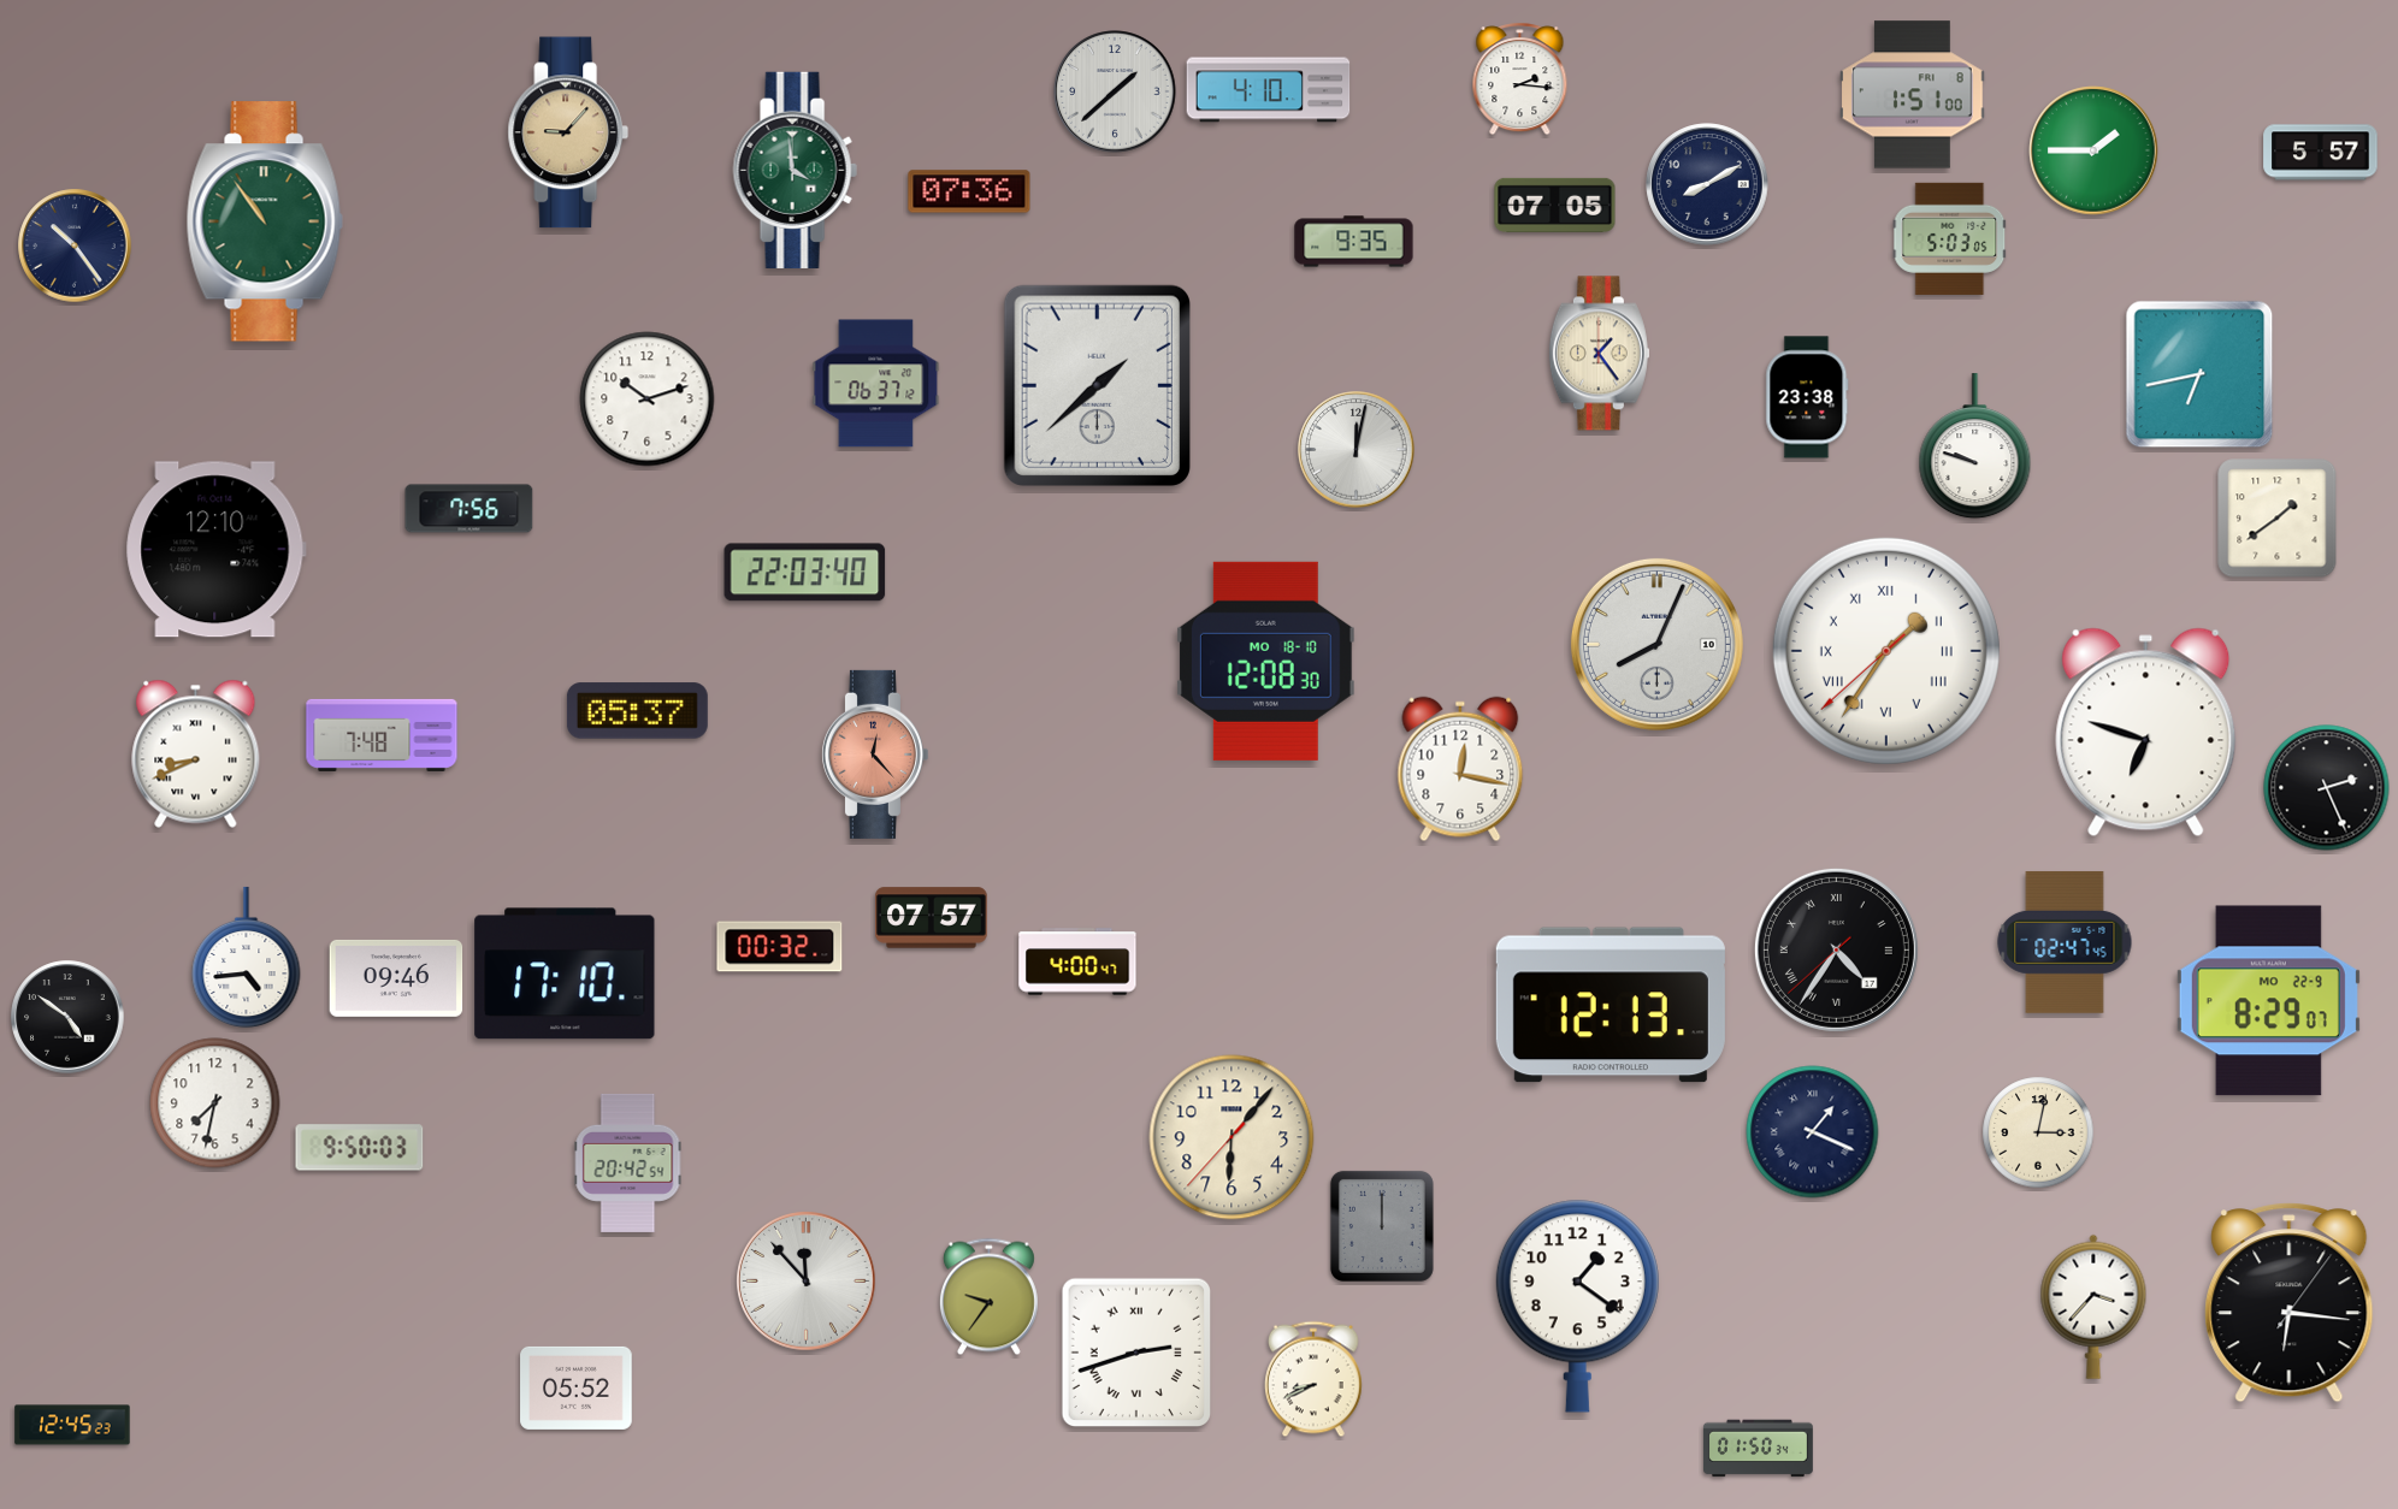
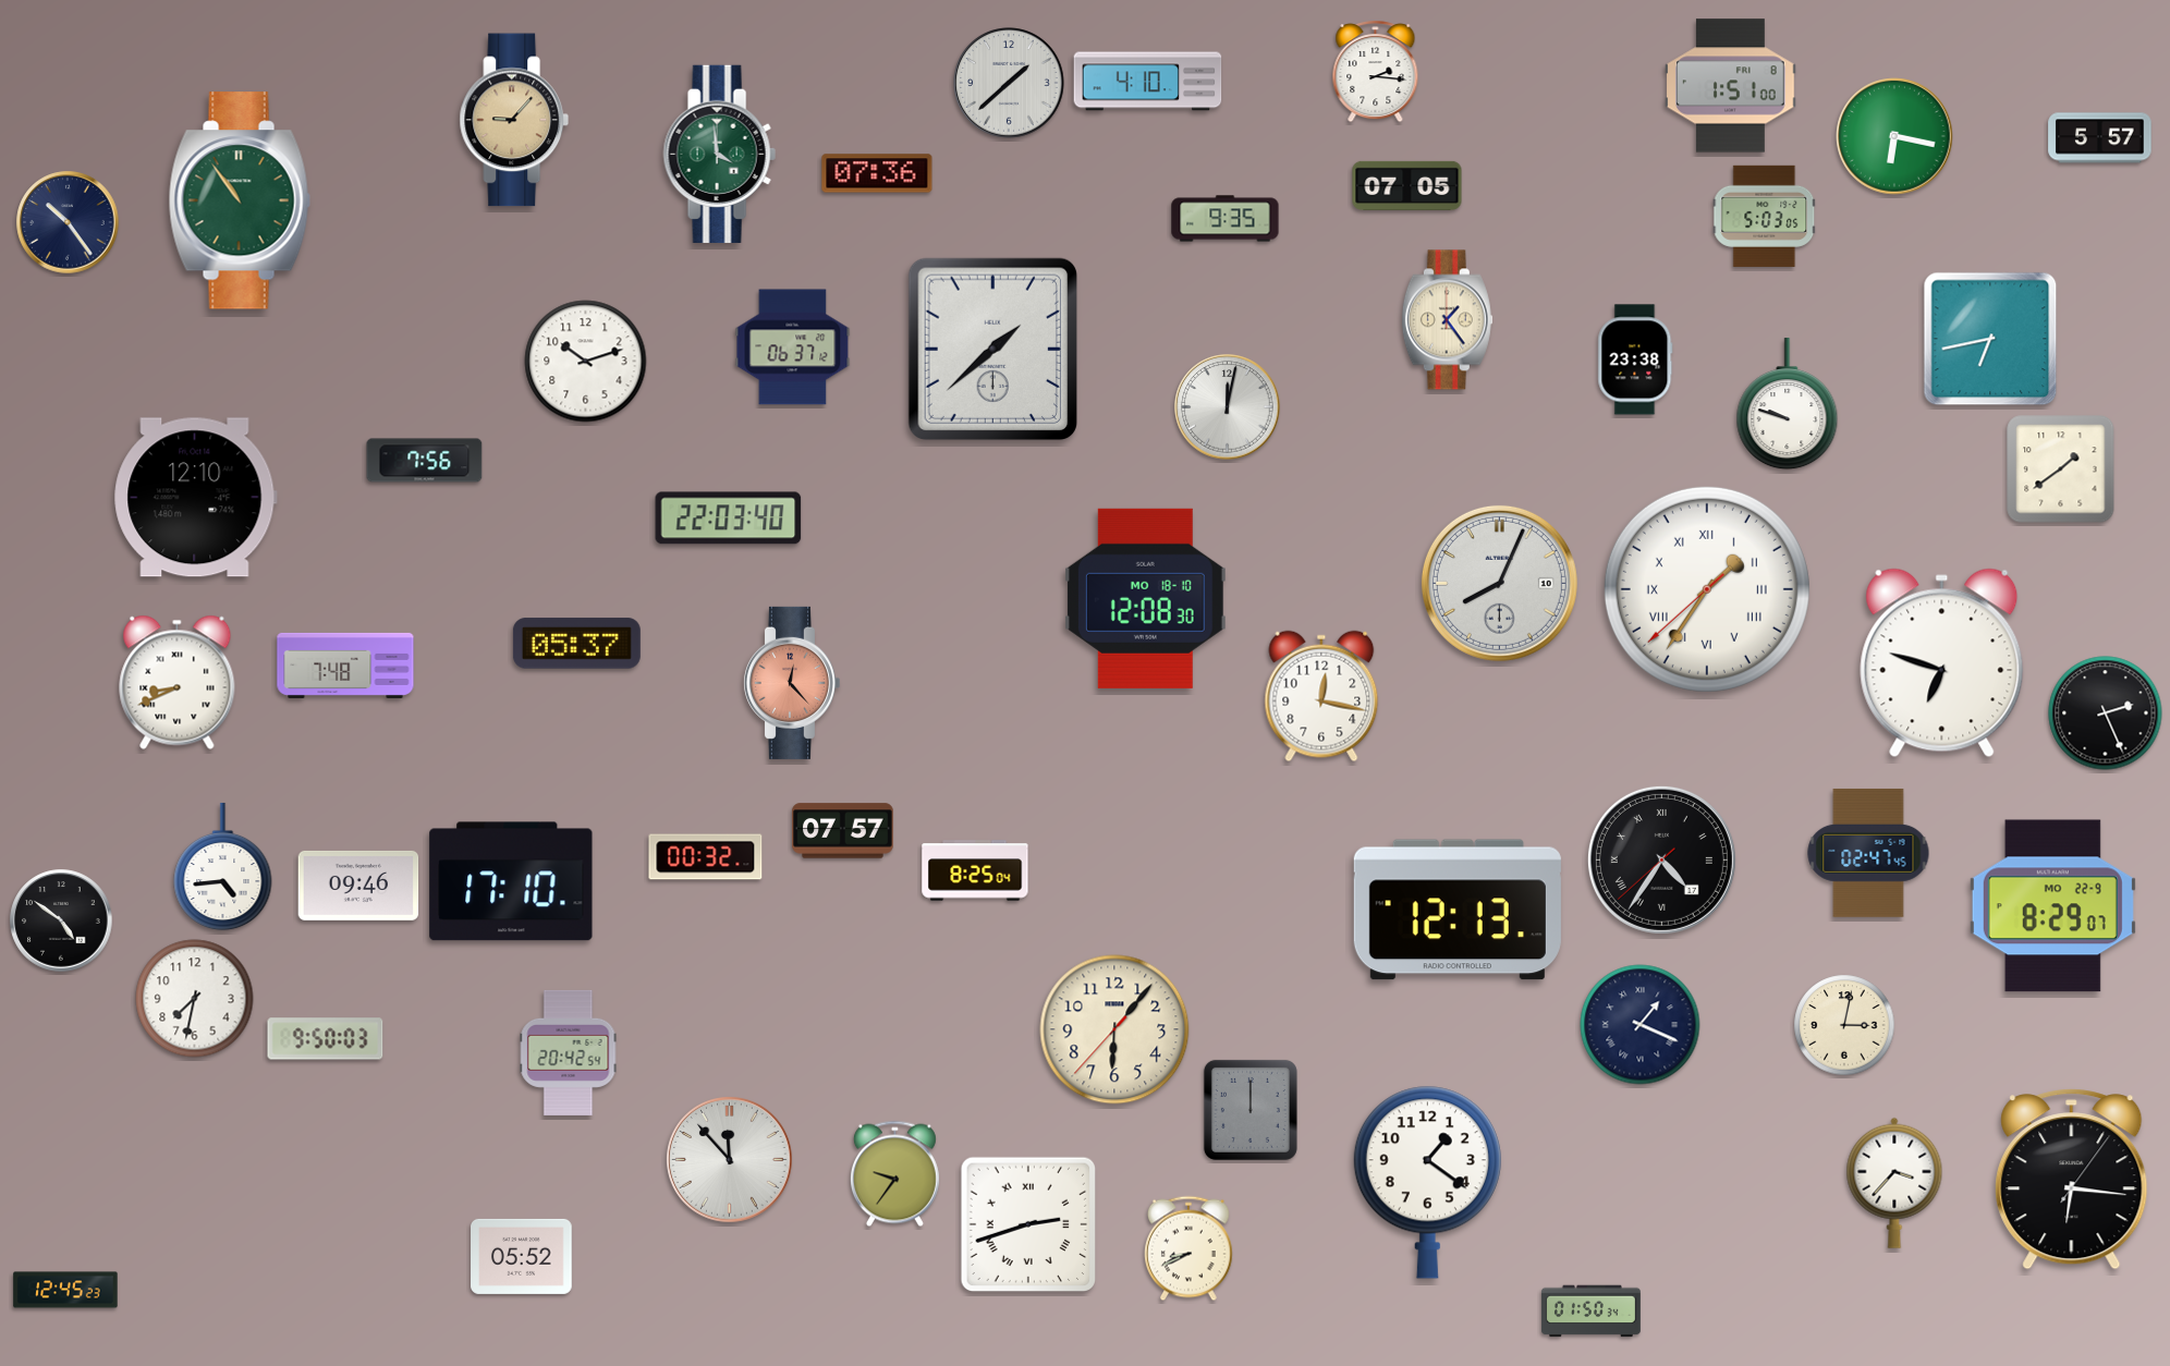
clock at (2093, 150): 1:45 -> 6:17
clock at (1707, 184): 8:10 -> none
clock at (1077, 961): 4:00 -> 8:25
